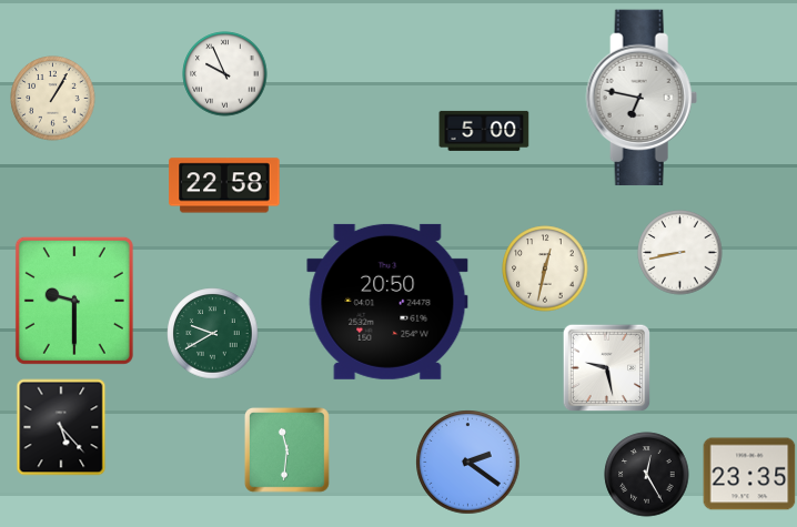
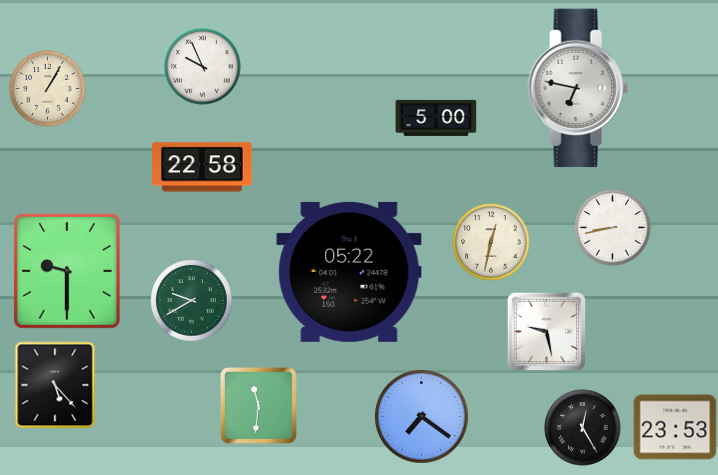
clock at (387, 302): 20:50 -> 05:22
clock at (468, 463): 2:21 -> 7:21
clock at (749, 474): 23:35 -> 23:53
